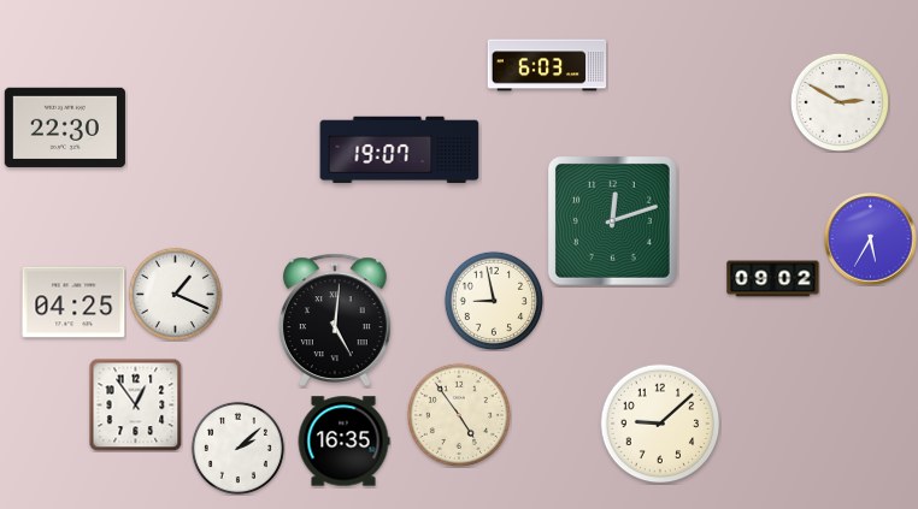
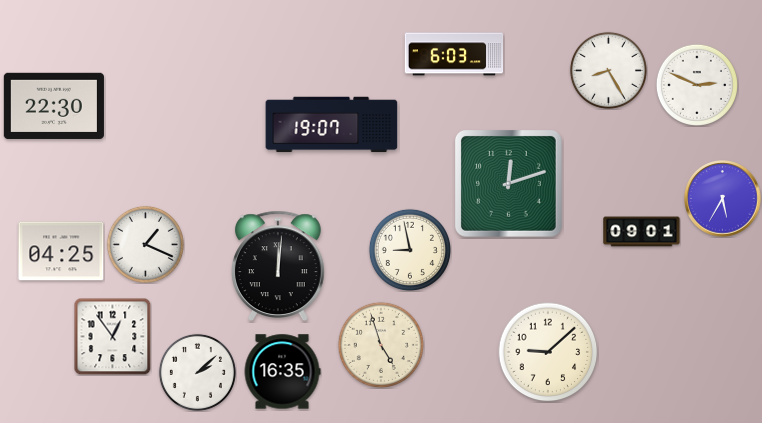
clock at (608, 70): none -> 8:25
clock at (840, 102): 2:50 -> 2:49
clock at (773, 279): 09:02 -> 09:01
clock at (335, 319): 5:01 -> 12:01
clock at (459, 415): 4:54 -> 4:57
clock at (343, 442) position: (343, 442) -> (282, 372)
